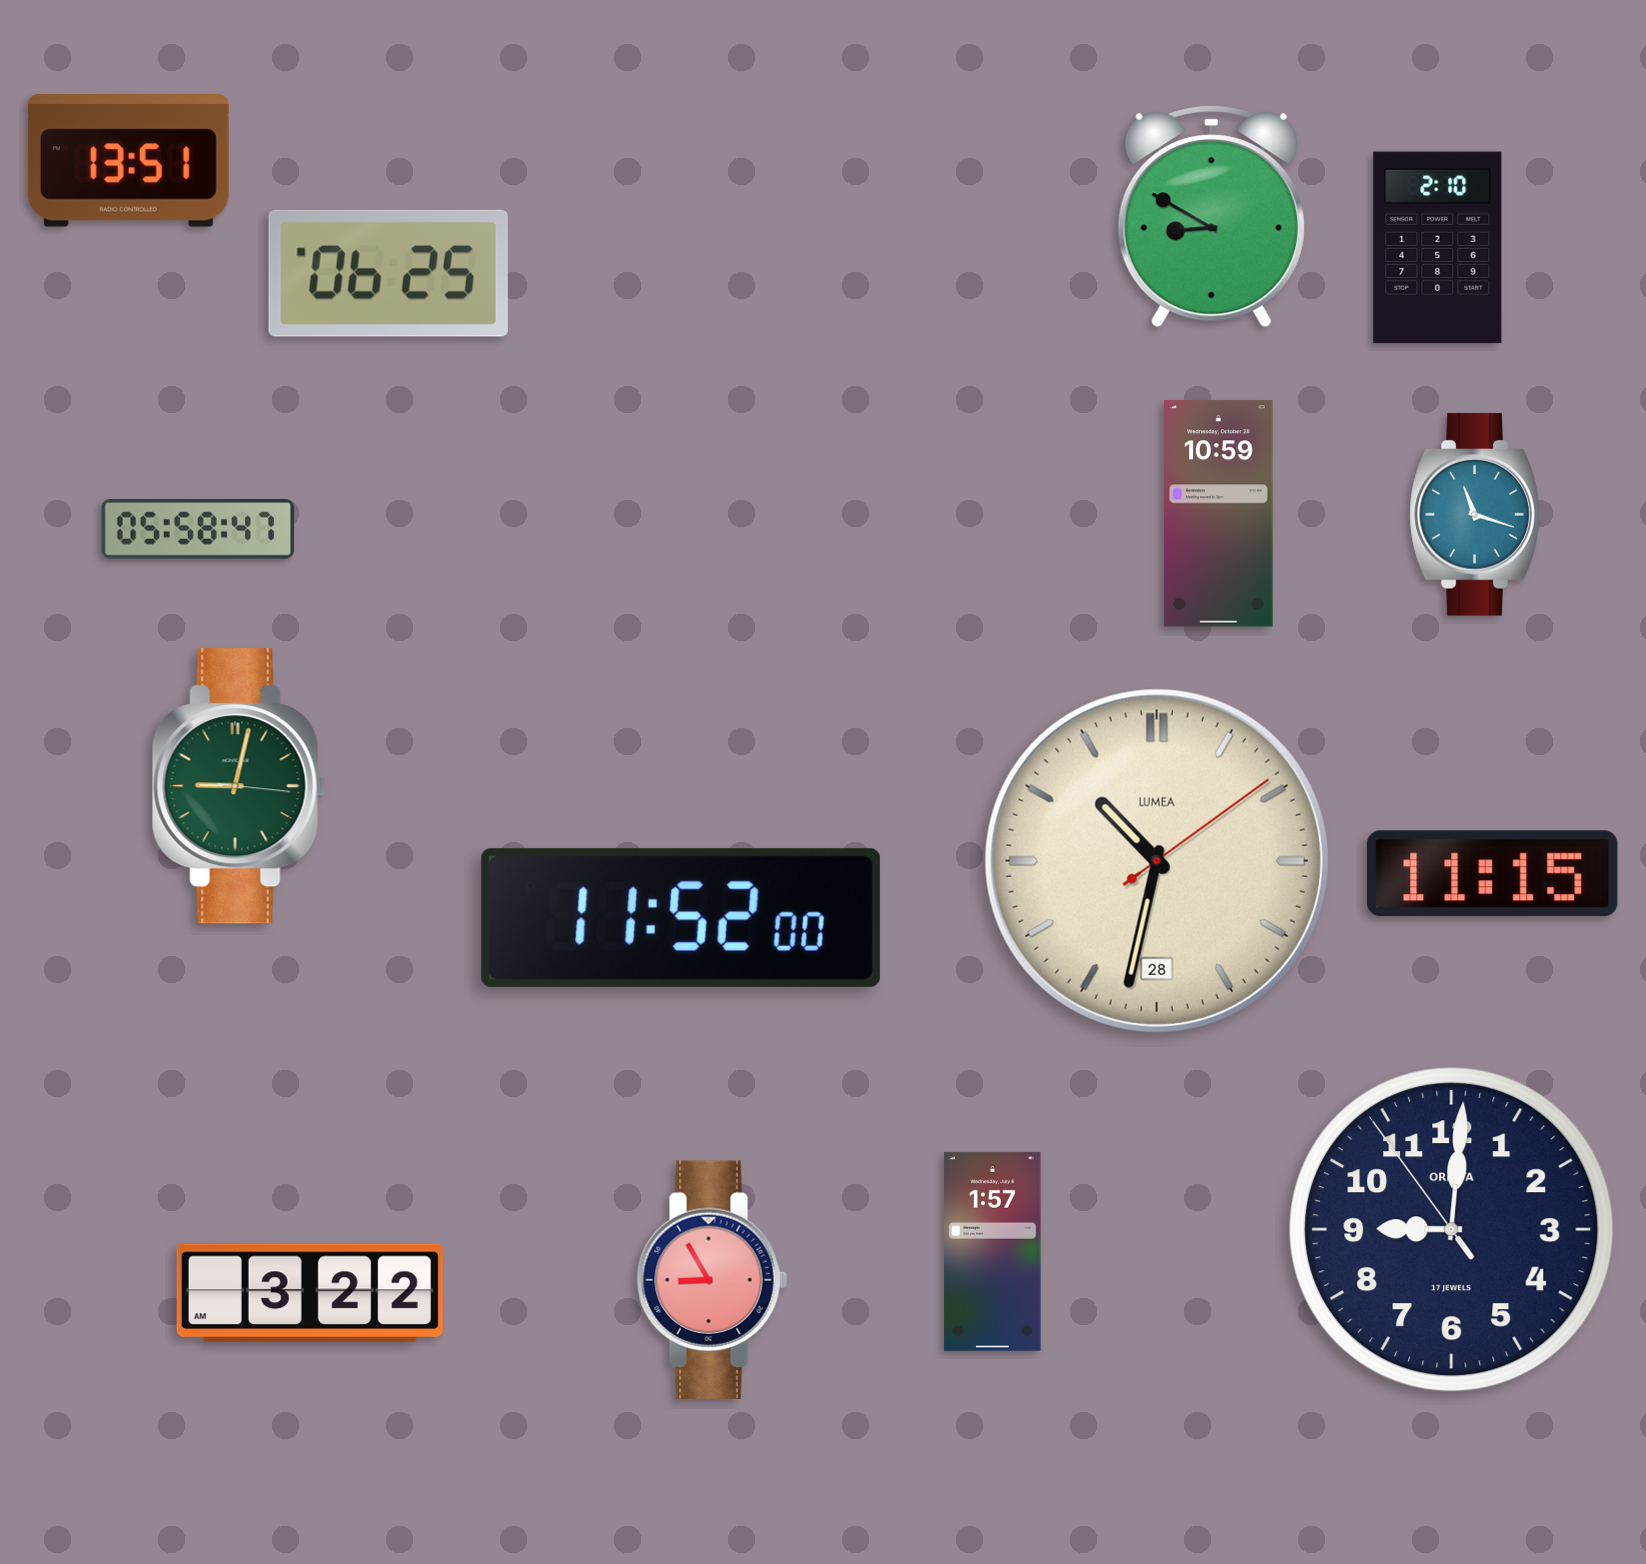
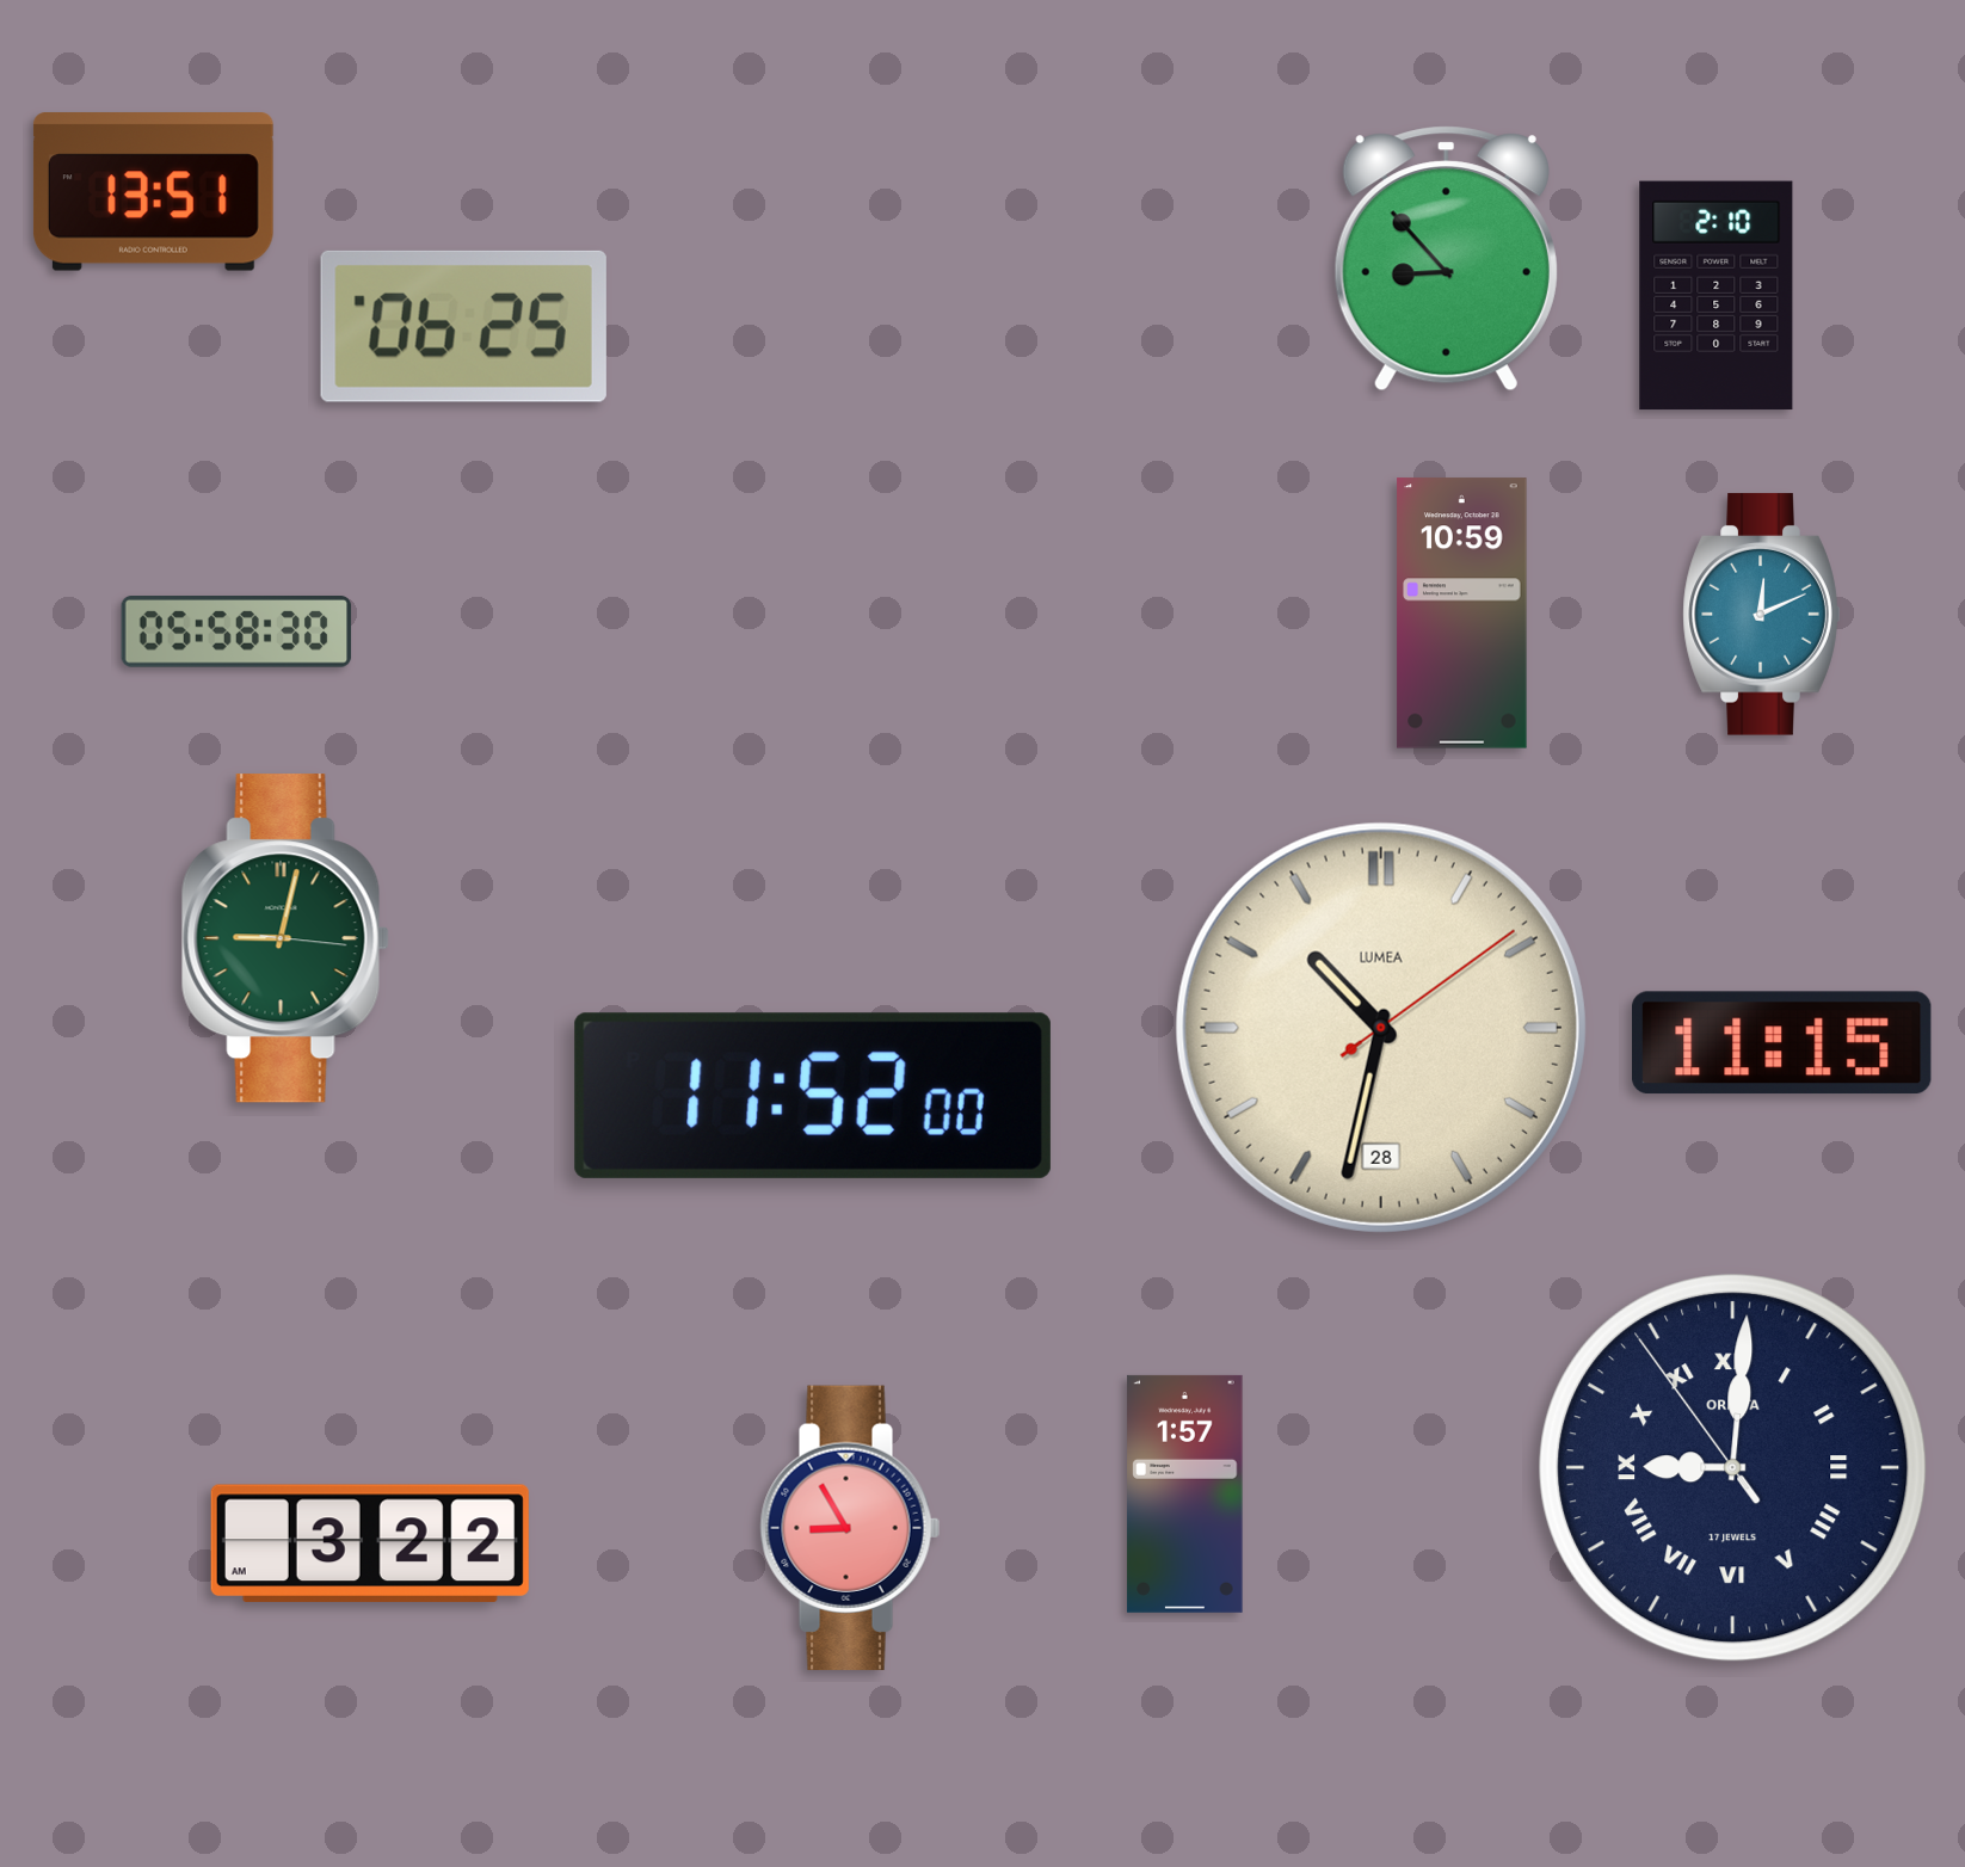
clock at (1211, 217): 8:50 -> 8:53
clock at (1219, 514) position: (1219, 514) -> (1462, 614)
clock at (1476, 515): 11:18 -> 12:11
clock at (198, 530): 05:58:47 -> 05:58:30
clock at (1452, 1230) numerals: Arabic -> Roman
